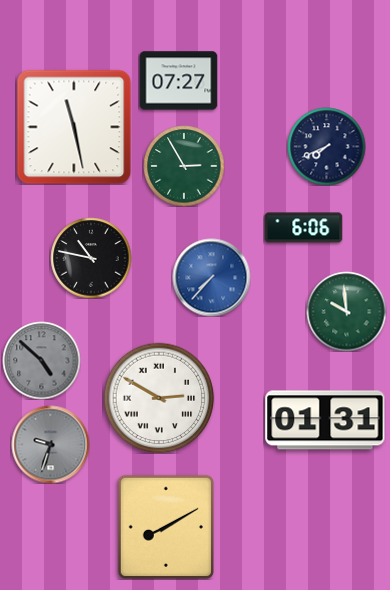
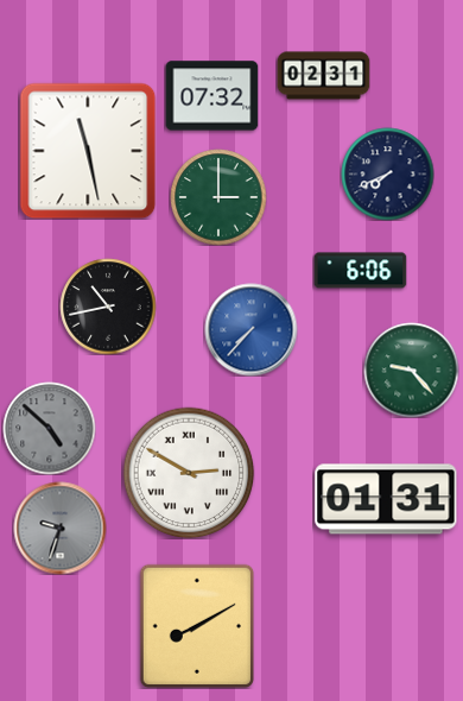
clock at (323, 76): none -> 02:31
clock at (178, 81): 07:27 -> 07:32
clock at (184, 166): 2:55 -> 3:00
clock at (91, 258): 10:47 -> 10:43
clock at (346, 311): 9:59 -> 9:23
